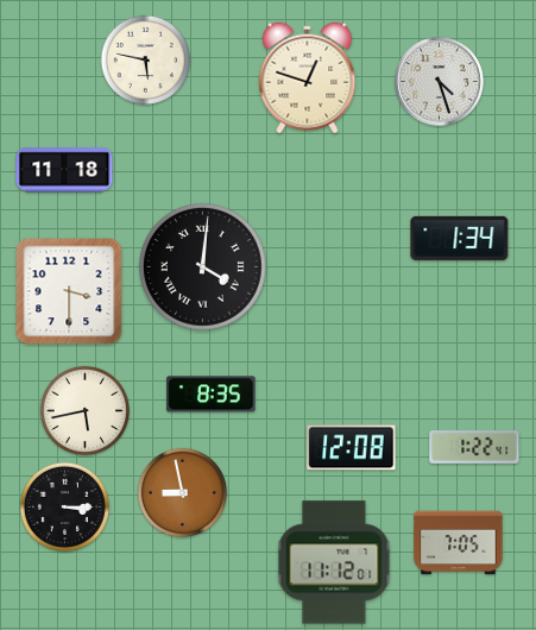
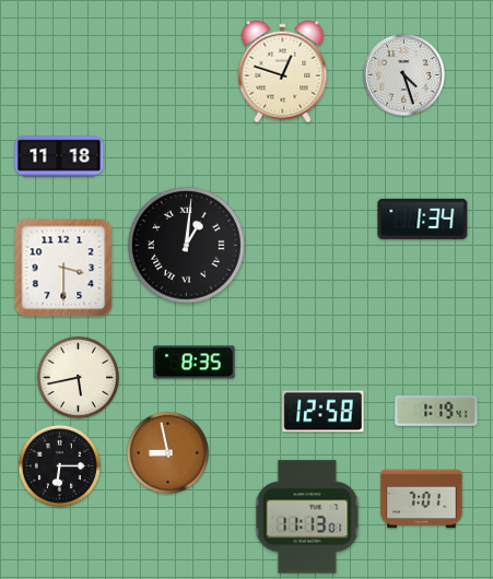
clock at (145, 59): 5:47 -> none
clock at (203, 267): 4:01 -> 1:01
clock at (352, 448): 12:08 -> 12:58
clock at (474, 448): 1:22 -> 1:19
clock at (64, 506): 3:15 -> 6:15
clock at (459, 543): 7:05 -> 7:01
clock at (334, 562): 11:12 -> 11:13
